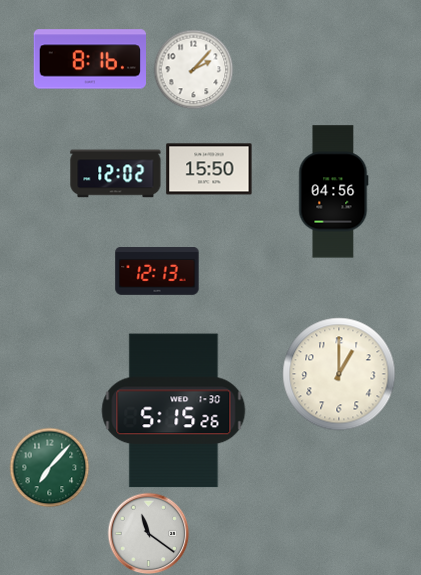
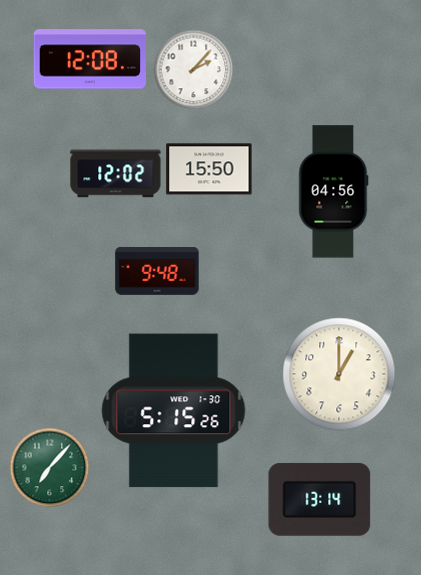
clock at (89, 59): 8:16 -> 12:08
clock at (157, 272): 12:13 -> 9:48
clock at (320, 499): none -> 13:14
clock at (148, 533): 11:21 -> none
